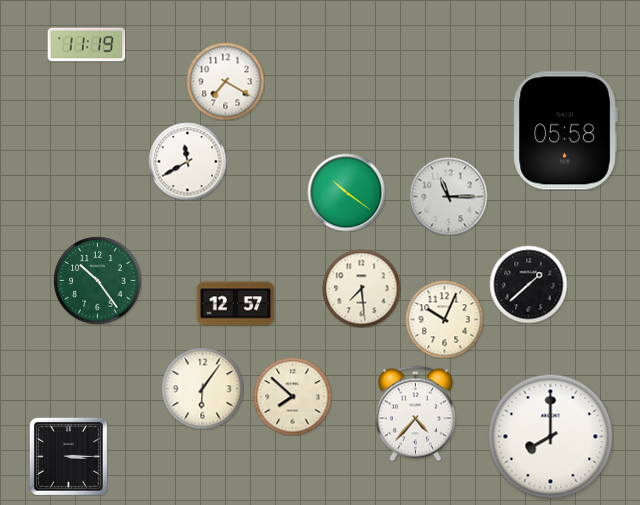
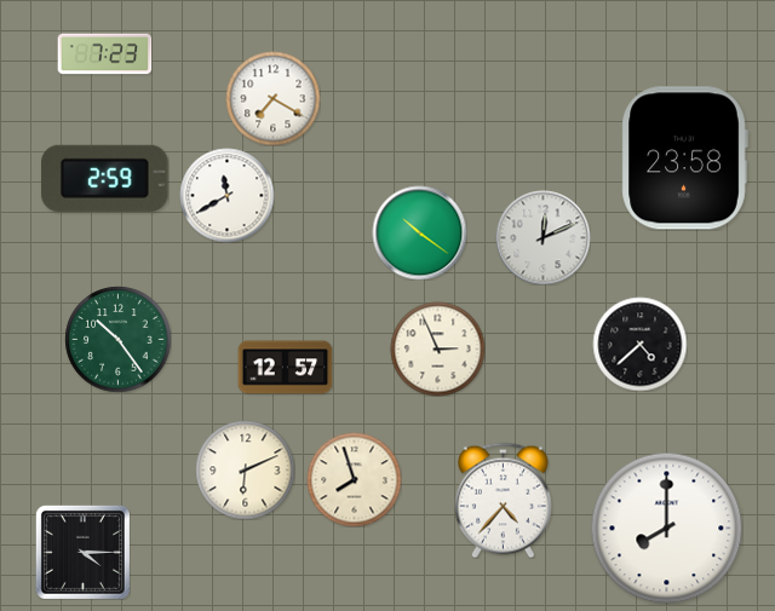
clock at (86, 45): 11:19 -> 7:23
clock at (565, 131): 05:58 -> 23:58
clock at (105, 178): none -> 2:59
clock at (448, 196): 11:15 -> 12:11
clock at (528, 284): 1:38 -> 4:38
clock at (361, 288): 7:29 -> 2:56
clock at (444, 319): 10:04 -> none
clock at (202, 388): 6:06 -> 6:11
clock at (292, 396): 7:52 -> 7:57
clock at (68, 456): 3:15 -> 4:15
